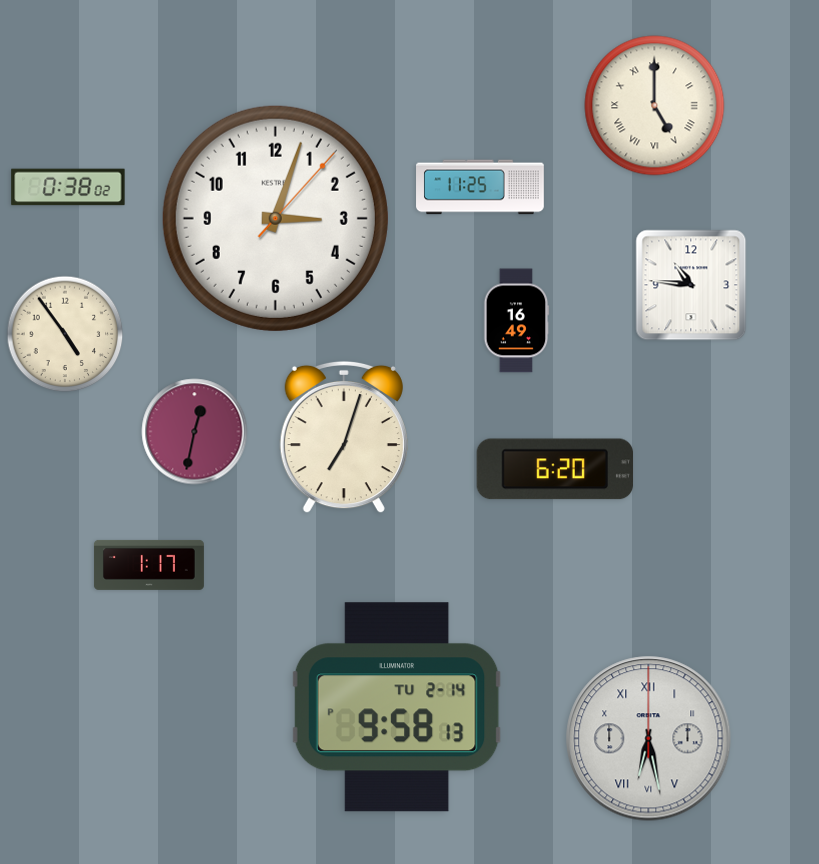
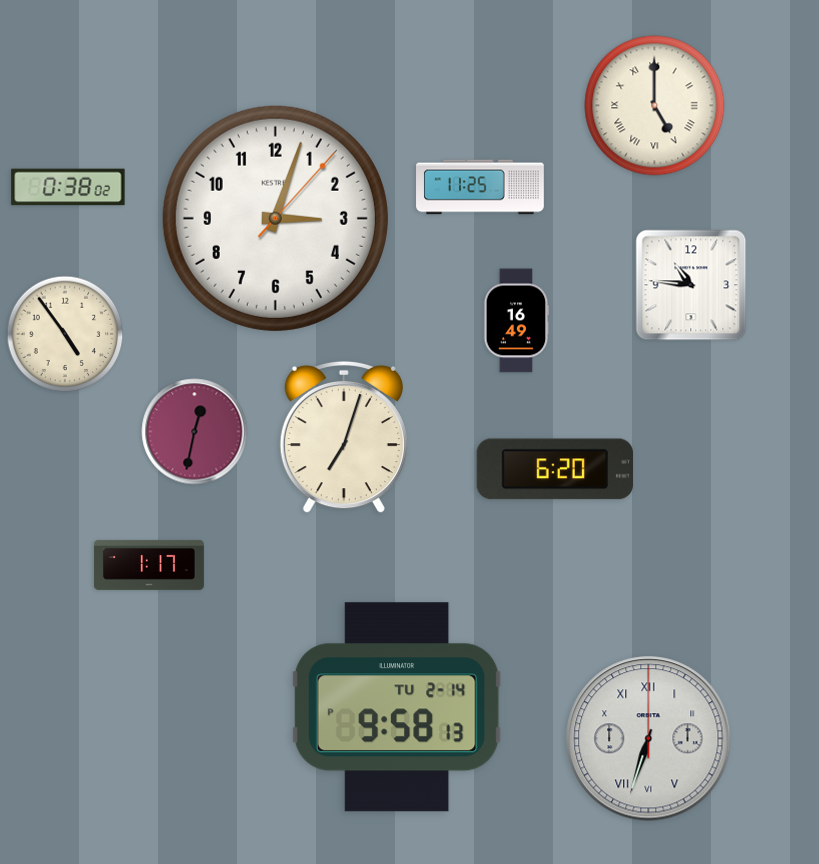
clock at (649, 739): 6:28 -> 6:33
